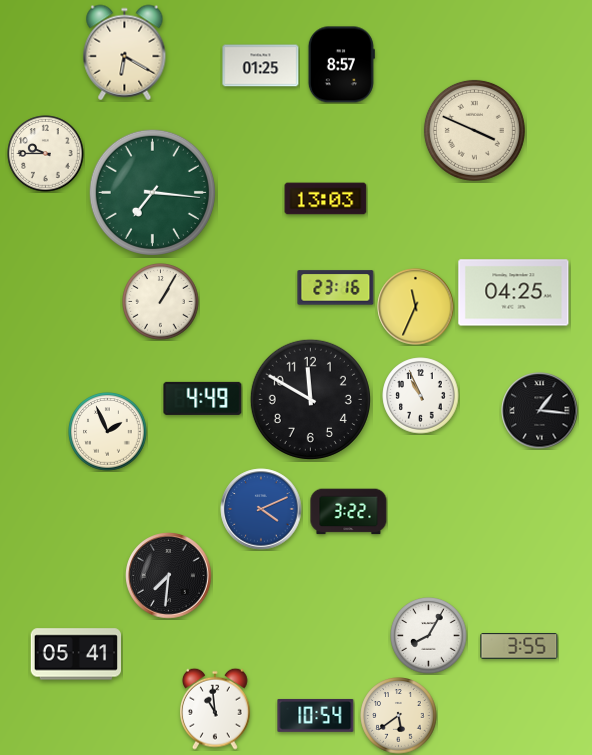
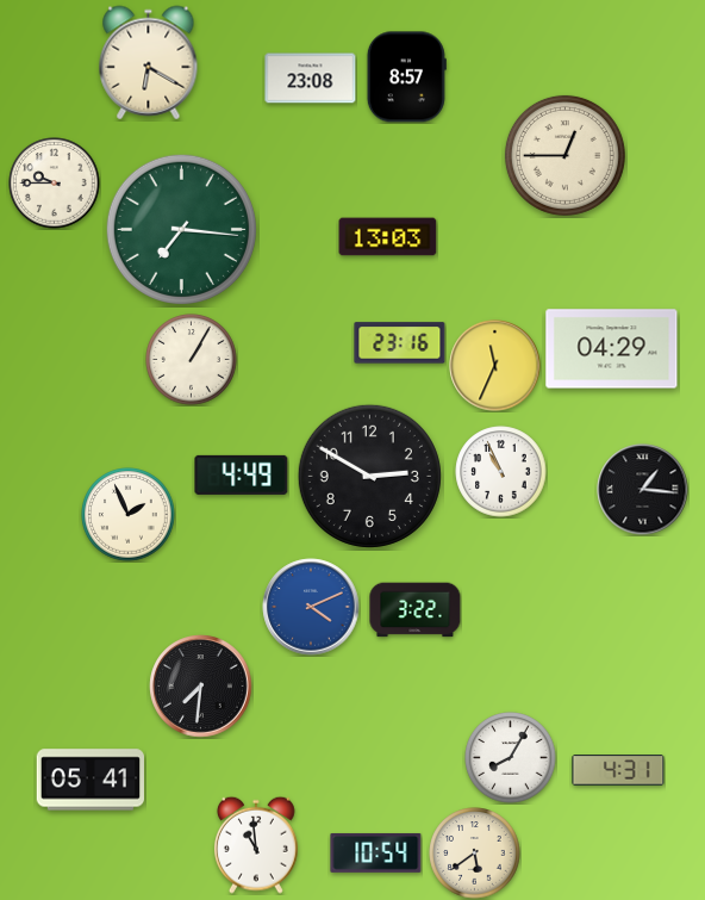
clock at (261, 66): 01:25 -> 23:08
clock at (474, 130): 3:49 -> 12:45
clock at (514, 293): 04:25 -> 04:29
clock at (310, 399): 11:50 -> 2:50
clock at (519, 646): 3:55 -> 4:31
